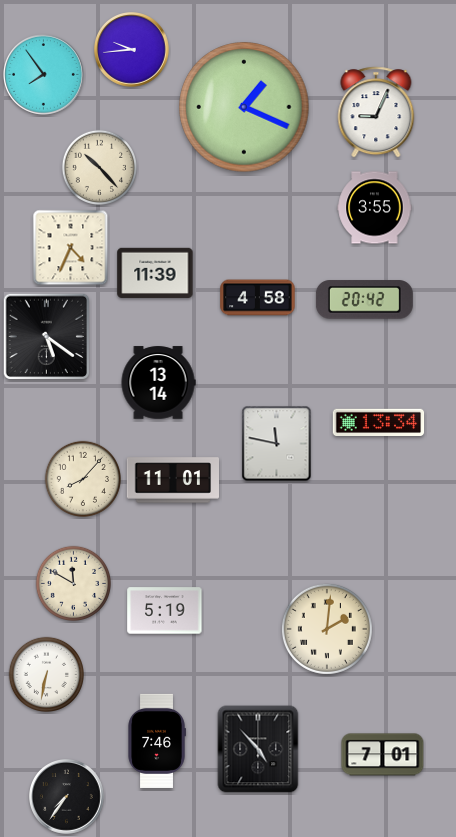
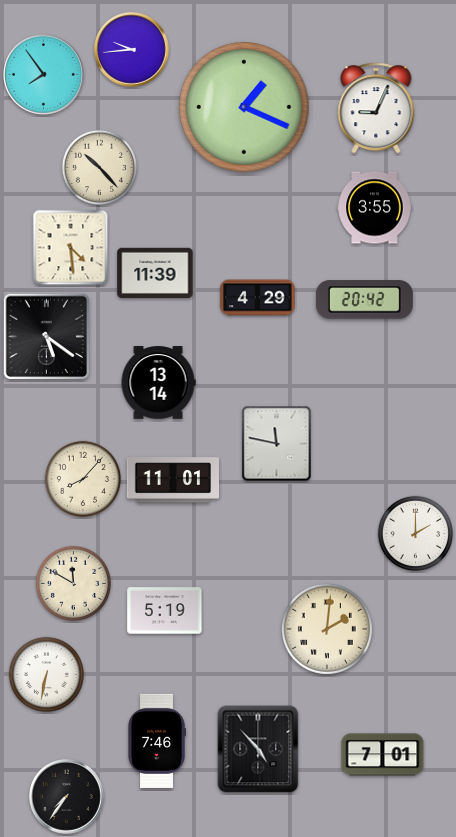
clock at (376, 112) position: (376, 112) -> (376, 108)
clock at (71, 248): 4:34 -> 4:29
clock at (258, 298): 4:58 -> 4:29
clock at (379, 422): 13:34 -> none
clock at (415, 533): none -> 2:00
